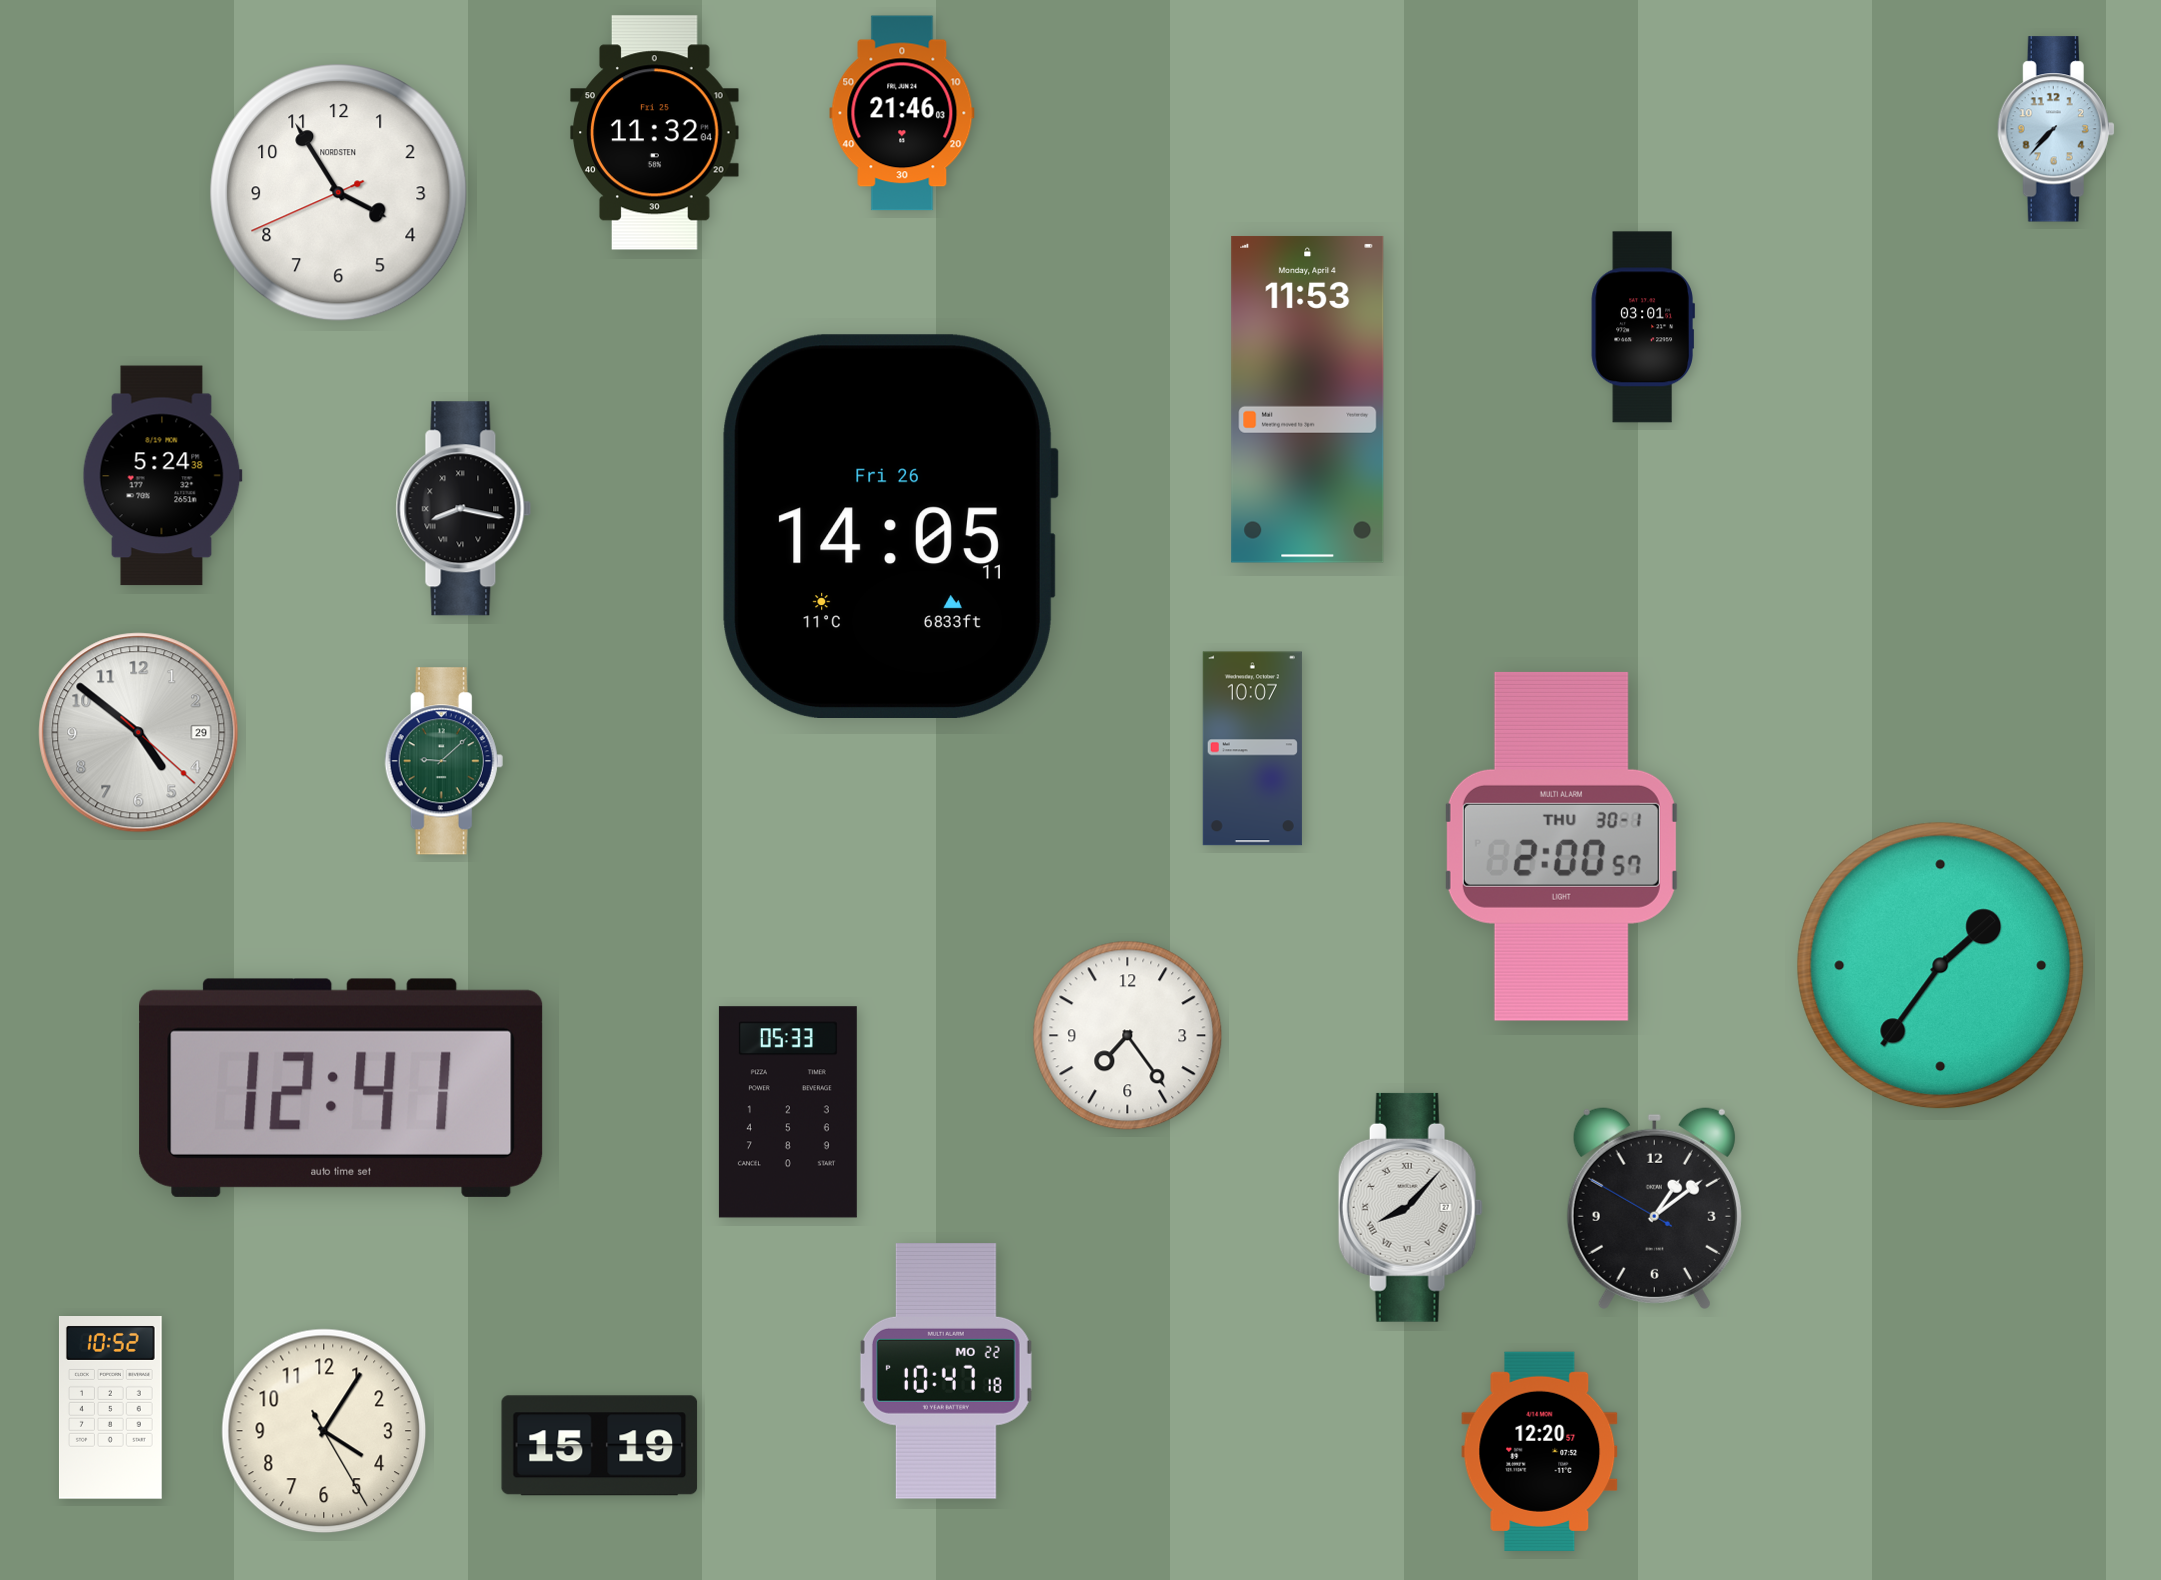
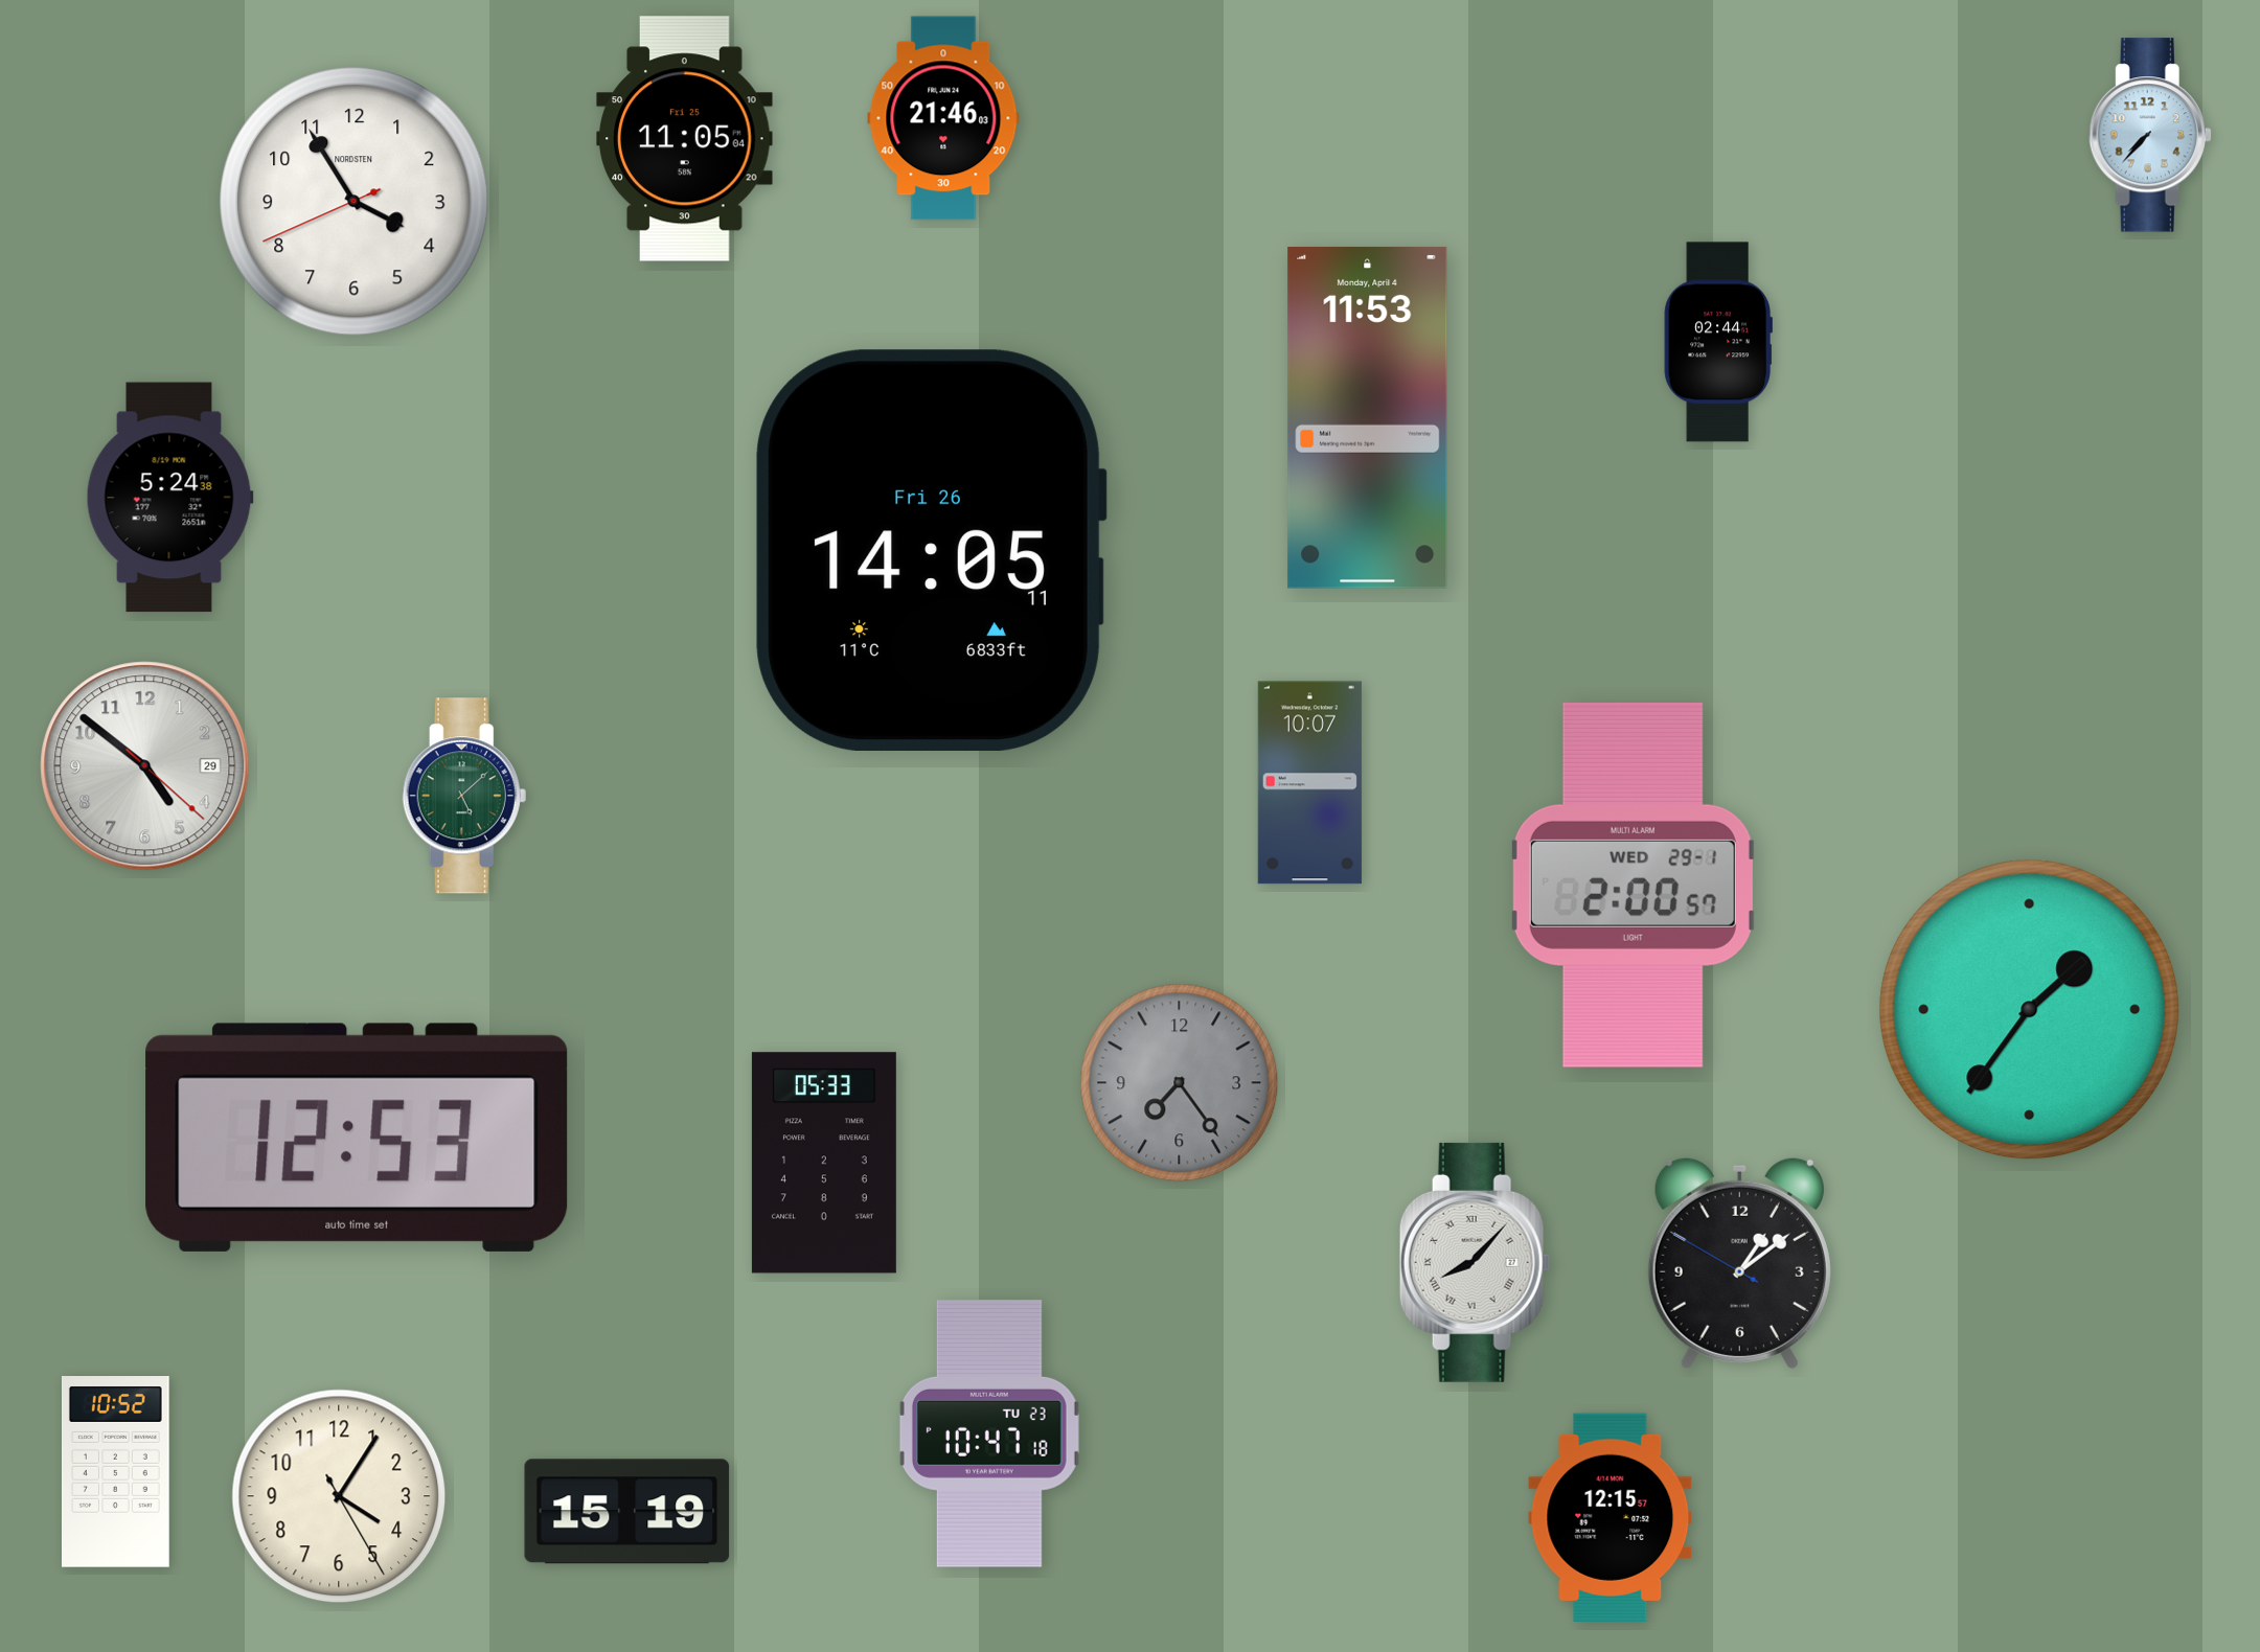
clock at (655, 133): 11:32 -> 11:05
clock at (1643, 327): 03:01 -> 02:44
clock at (464, 509): 8:17 -> none
clock at (444, 761): 9:08 -> 5:08
clock at (1561, 846) date: THU 30-1 -> WED 29-1
clock at (1128, 1036) dial: white -> grey
clock at (341, 1088): 12:41 -> 12:53
clock at (1654, 1208) position: (1654, 1208) -> (1739, 1263)
clock at (946, 1371) date: MO 22 -> TU 23
clock at (1540, 1451): 12:20 -> 12:15
